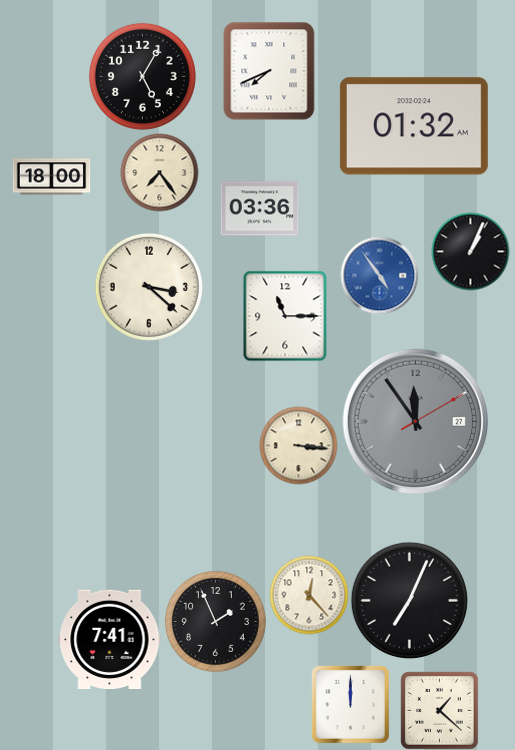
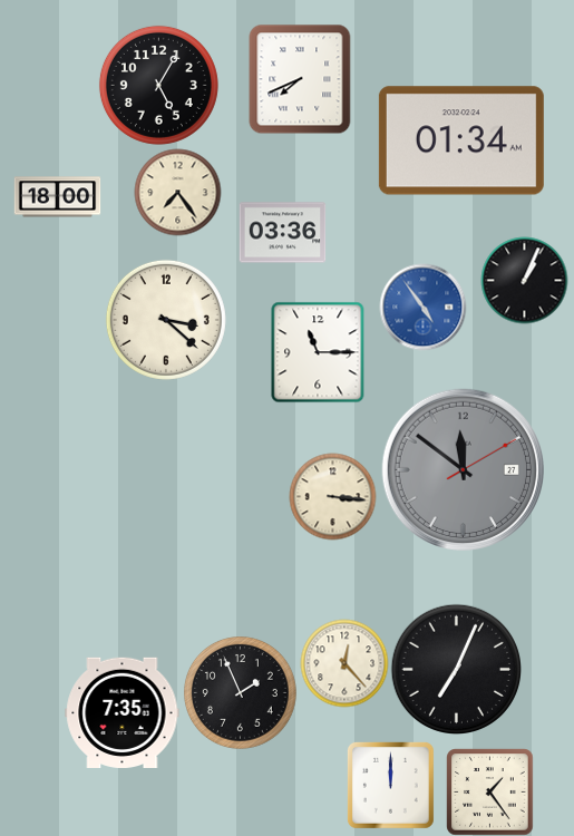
clock at (414, 126): 01:32 -> 01:34
clock at (259, 209) position: (259, 209) -> (282, 233)
clock at (415, 421): 11:54 -> 11:51
clock at (110, 639): 7:41 -> 7:35
clock at (439, 710): 1:22 -> 1:24
